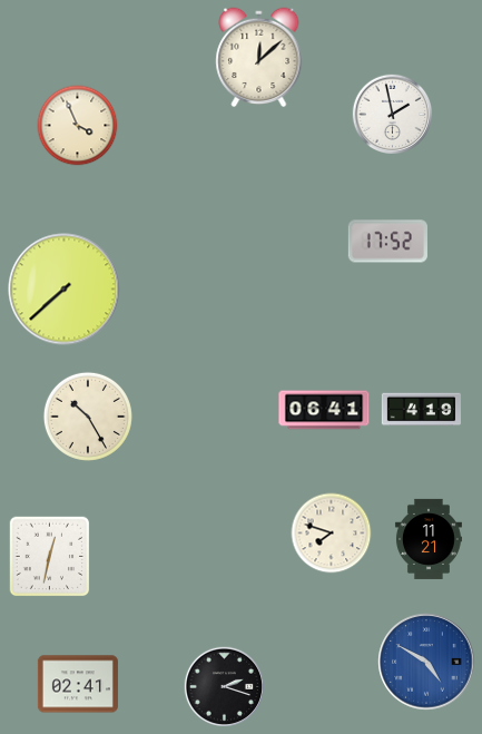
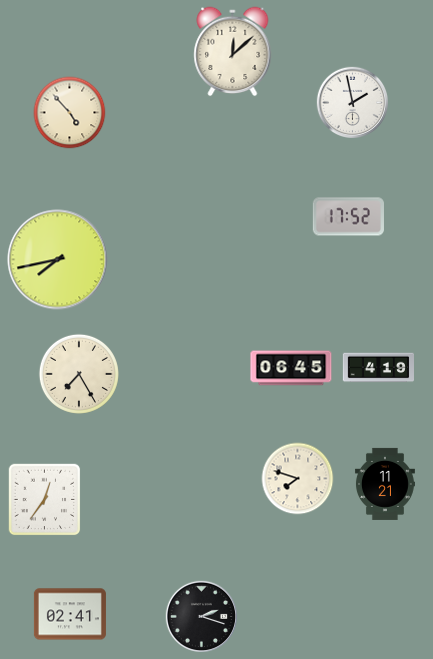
clock at (78, 126): 3:56 -> 4:53
clock at (65, 290): 7:38 -> 7:43
clock at (324, 410): 06:41 -> 06:45
clock at (88, 417): 10:25 -> 7:25
clock at (50, 557): 12:32 -> 12:36
clock at (426, 662): 4:50 -> none
